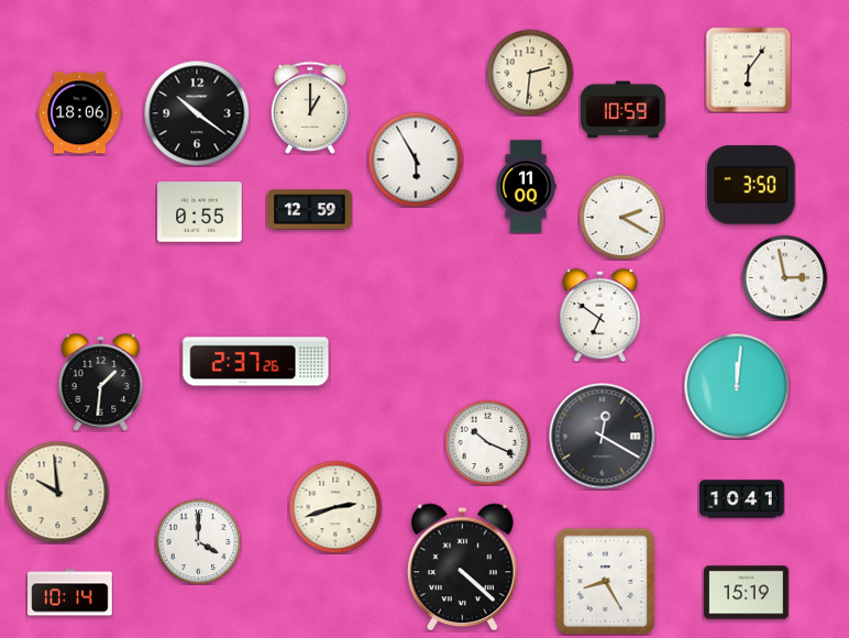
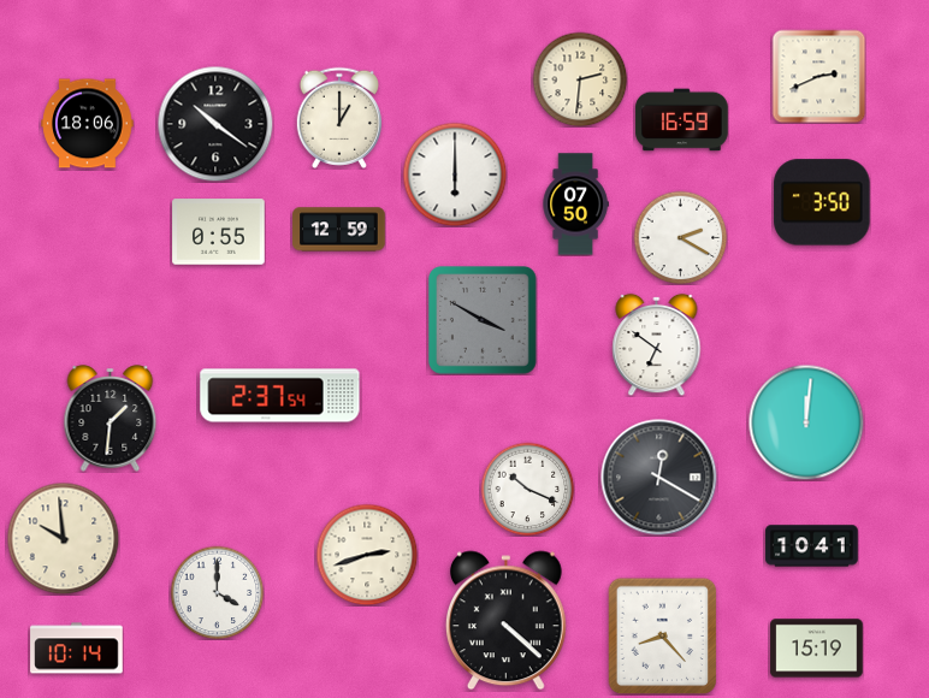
clock at (748, 69): 6:06 -> 2:41
clock at (624, 110): 10:59 -> 16:59
clock at (416, 159): 5:55 -> 6:00
clock at (526, 187): 11:00 -> 07:50
clock at (784, 277): 2:58 -> none
clock at (484, 321): none -> 3:50
clock at (256, 362): 2:37:26 -> 2:37:54
clock at (487, 442) position: (487, 442) -> (527, 489)
clock at (606, 581): 8:25 -> 8:23
